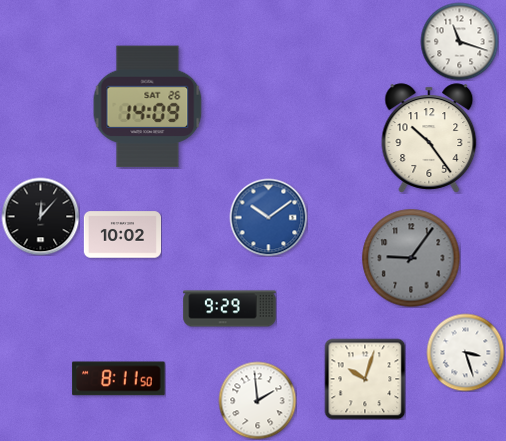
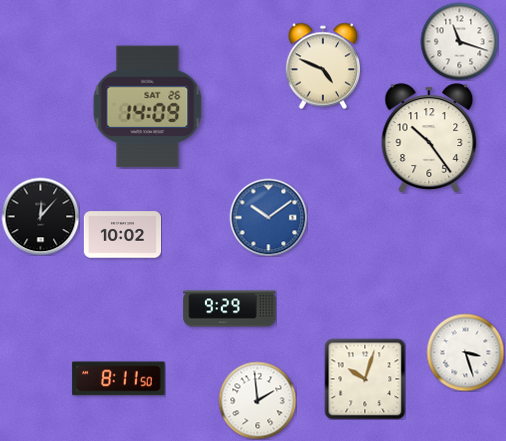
clock at (323, 66): none -> 4:49
clock at (411, 258): 9:06 -> none
